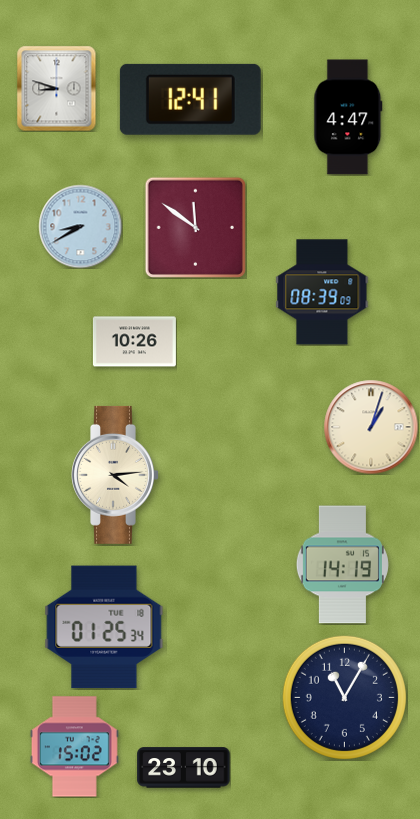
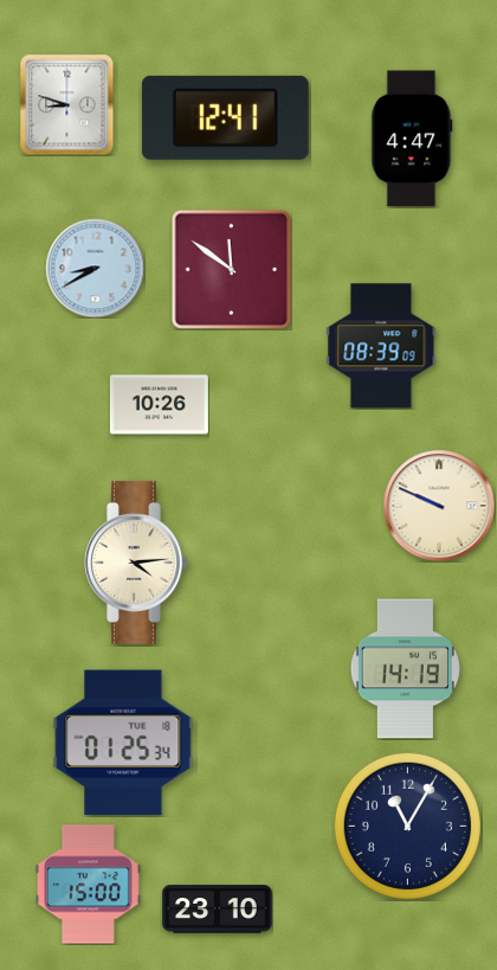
clock at (371, 427): 1:03 -> 9:49
clock at (74, 747): 15:02 -> 15:00
